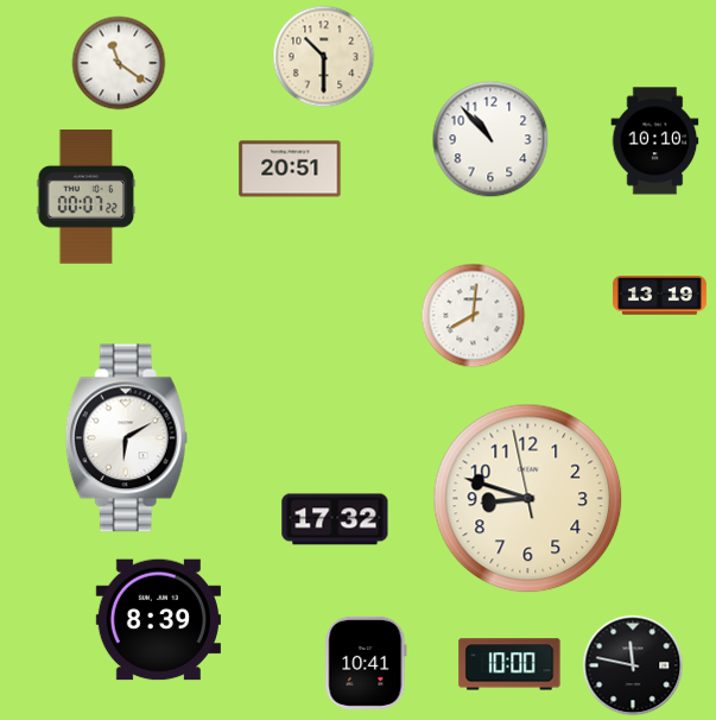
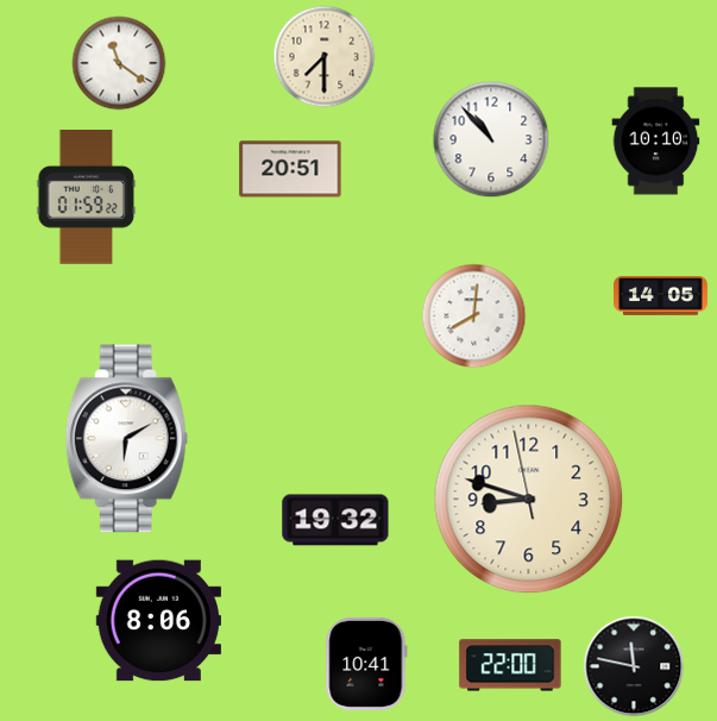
clock at (324, 57): 10:30 -> 7:30
clock at (87, 197): 00:07 -> 01:59
clock at (659, 296): 13:19 -> 14:05
clock at (335, 519): 17:32 -> 19:32
clock at (158, 620): 8:39 -> 8:06
clock at (509, 664): 10:00 -> 22:00
